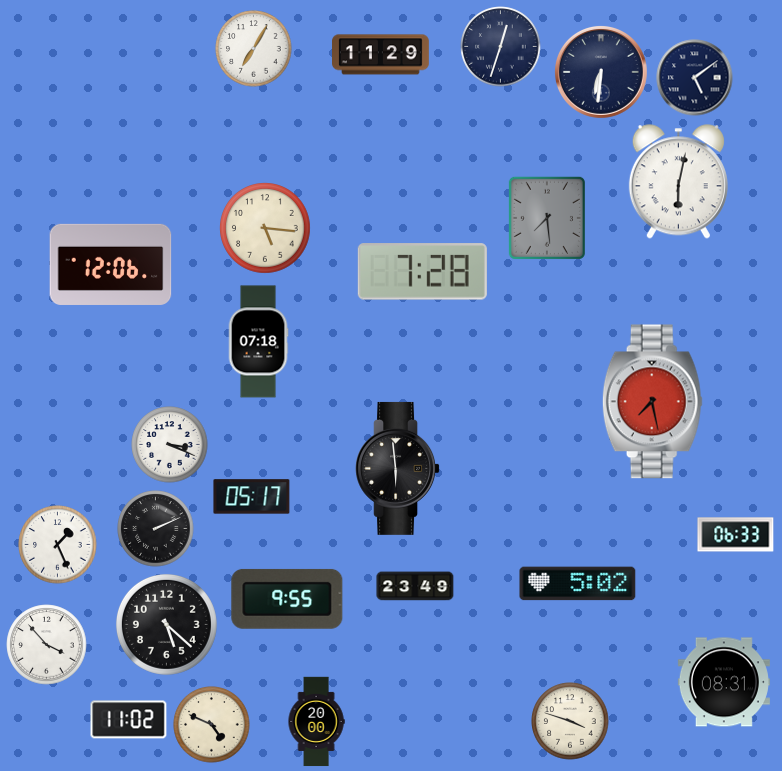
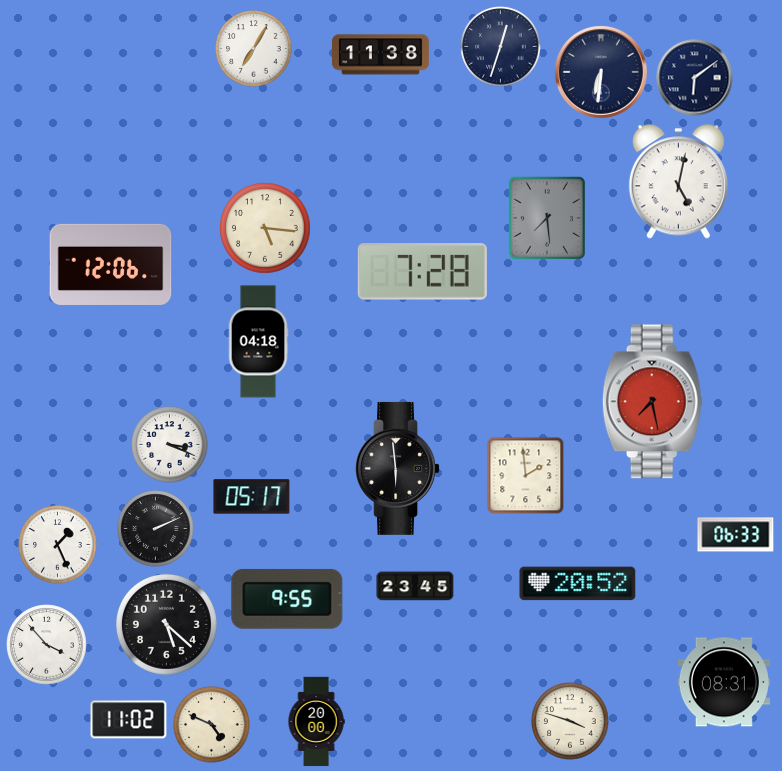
clock at (381, 55): 11:29 -> 11:38
clock at (695, 78): 5:09 -> 6:09
clock at (678, 182): 6:02 -> 5:02
clock at (258, 342): 07:18 -> 04:18
clock at (525, 475): none -> 1:59
clock at (578, 584): 5:02 -> 20:52
clock at (415, 586): 23:49 -> 23:45
